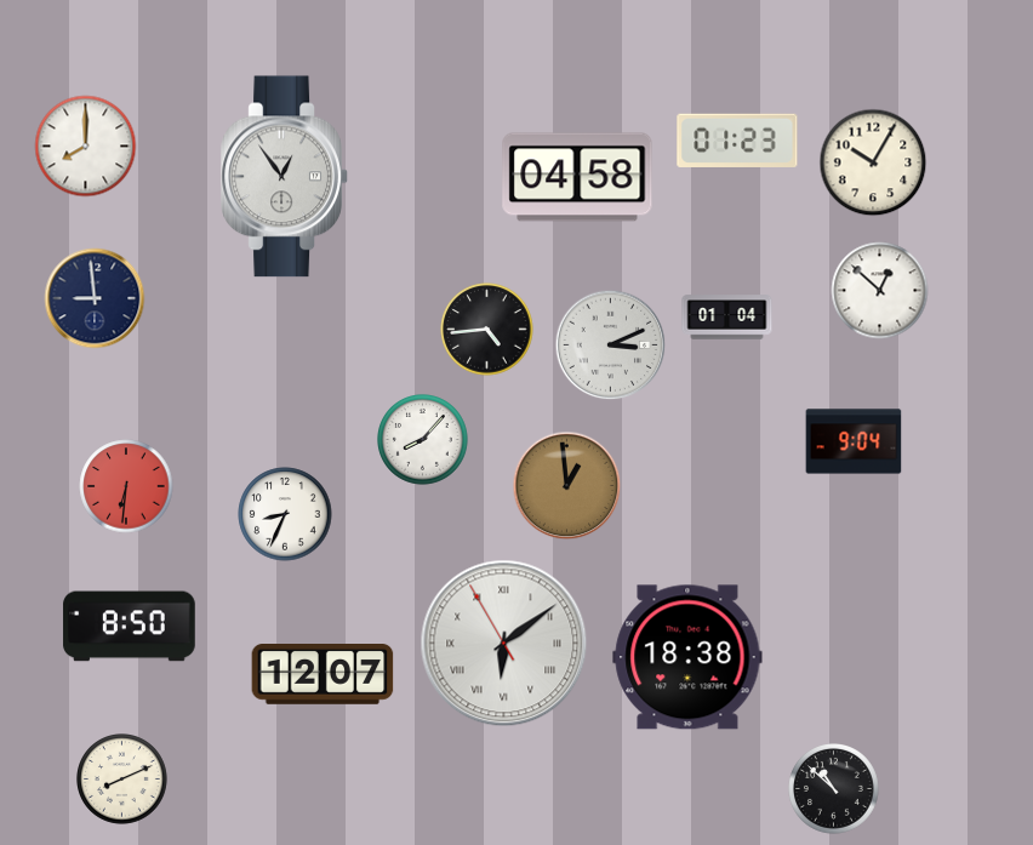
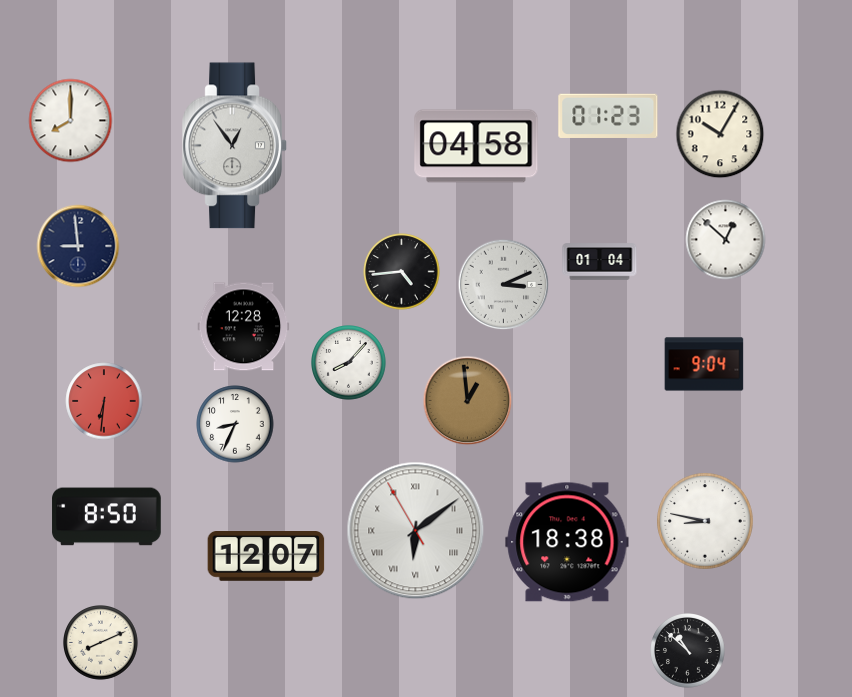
clock at (244, 327): none -> 12:28
clock at (705, 521): none -> 8:47
